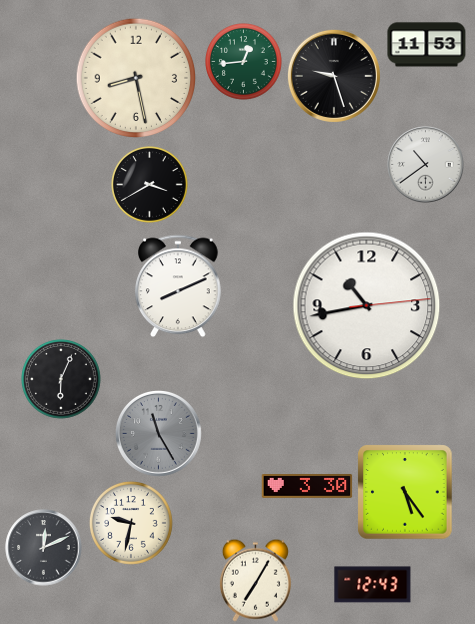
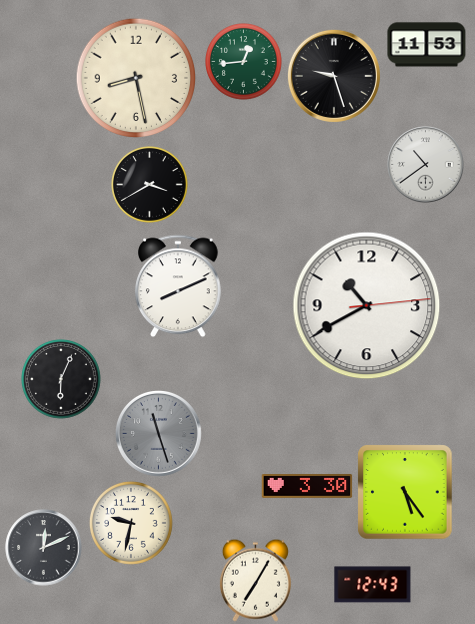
clock at (367, 306): 10:43 -> 10:40
clock at (159, 434): 11:25 -> 11:27
